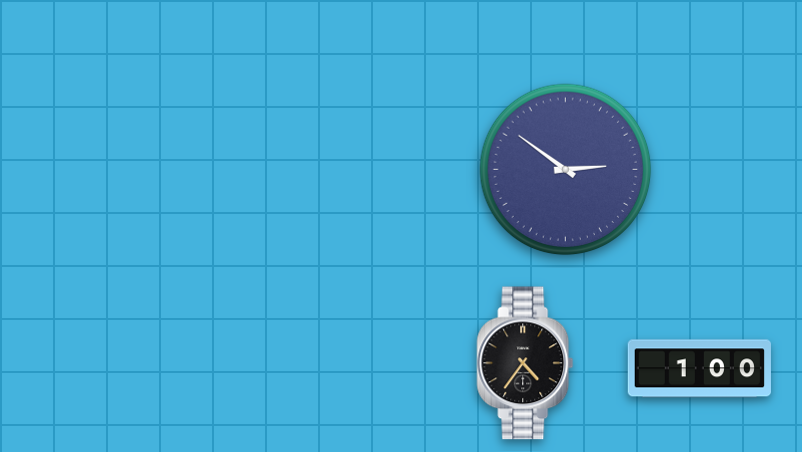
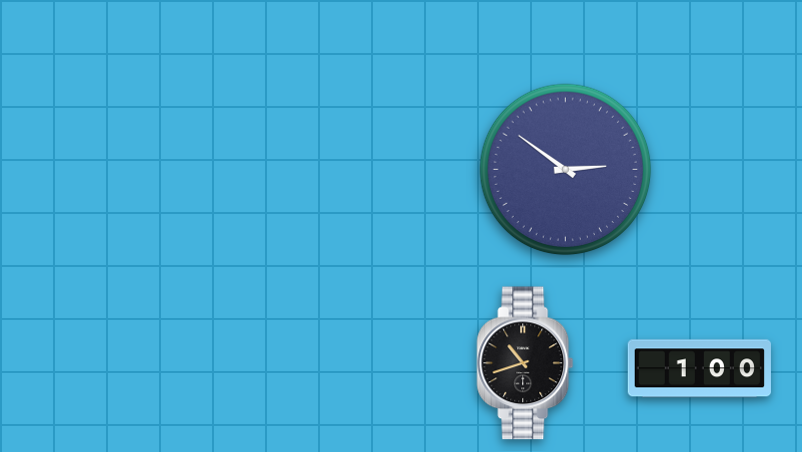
clock at (525, 363): 4:36 -> 10:42
